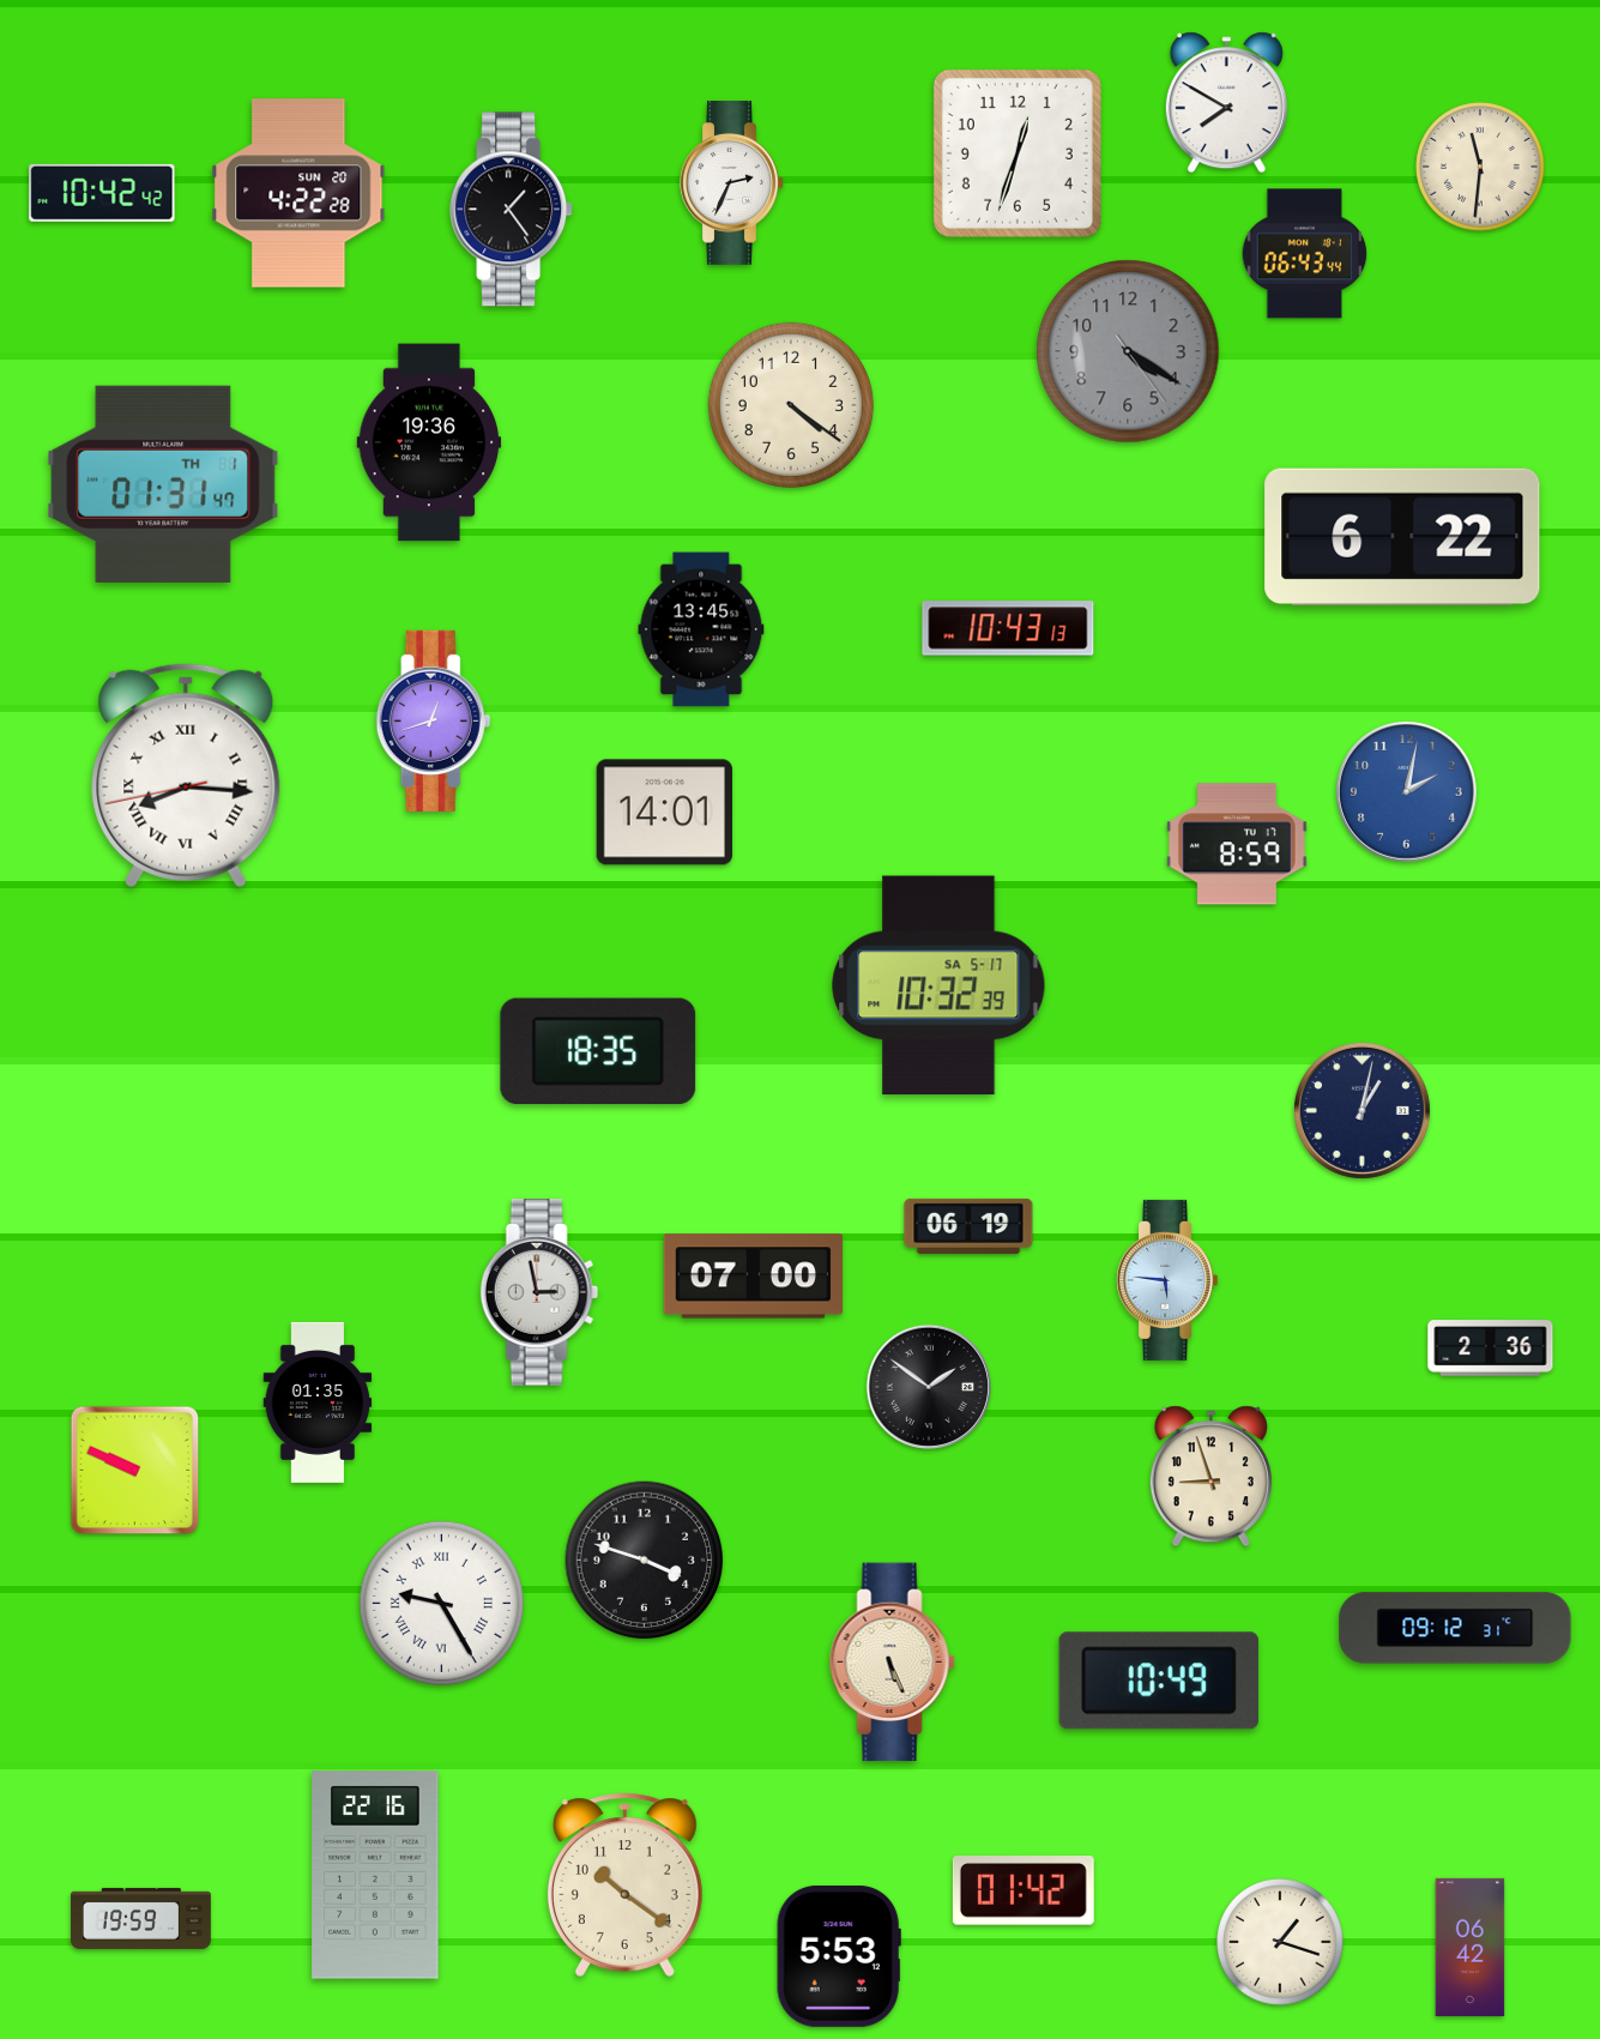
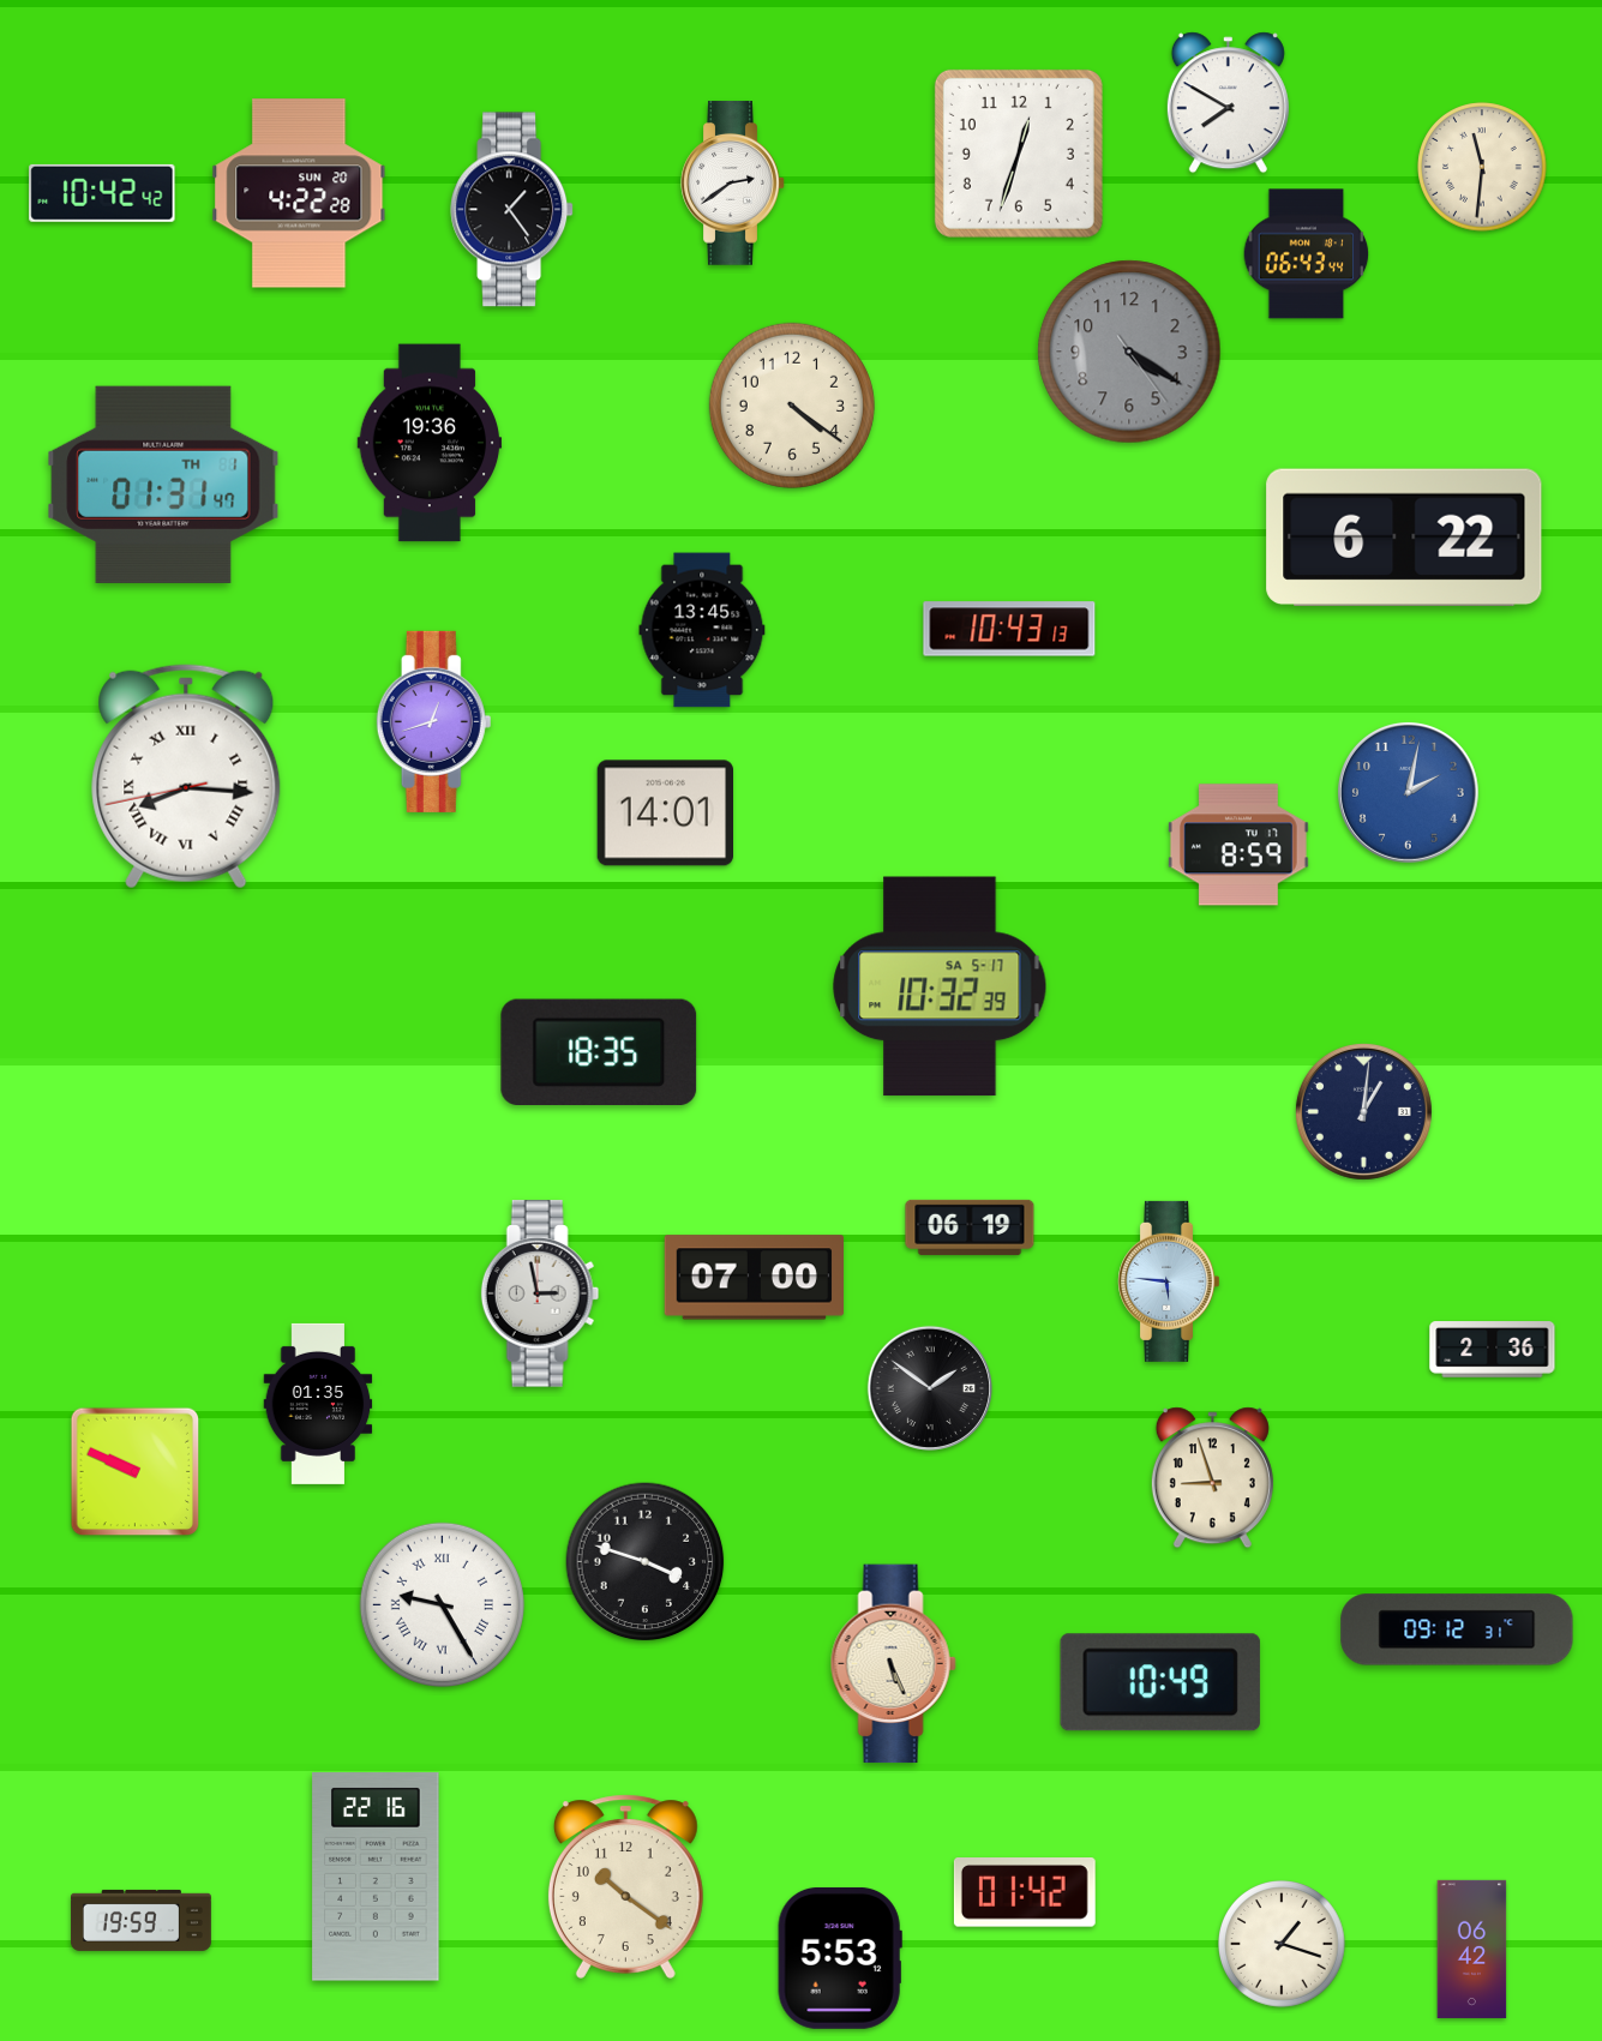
clock at (732, 183): 2:34 -> 2:39
clock at (1361, 1110): 1:02 -> 1:01
